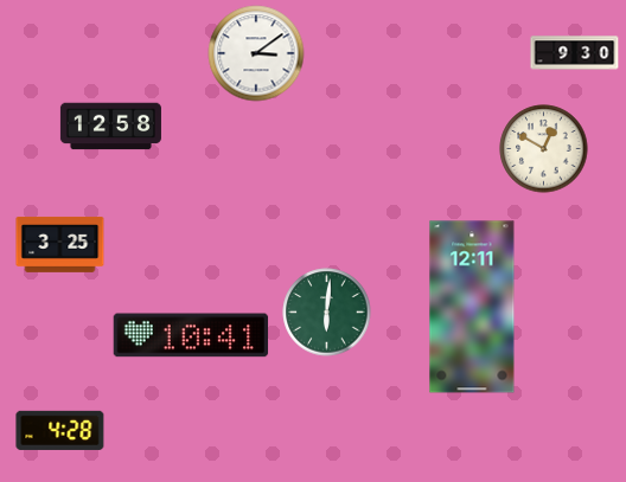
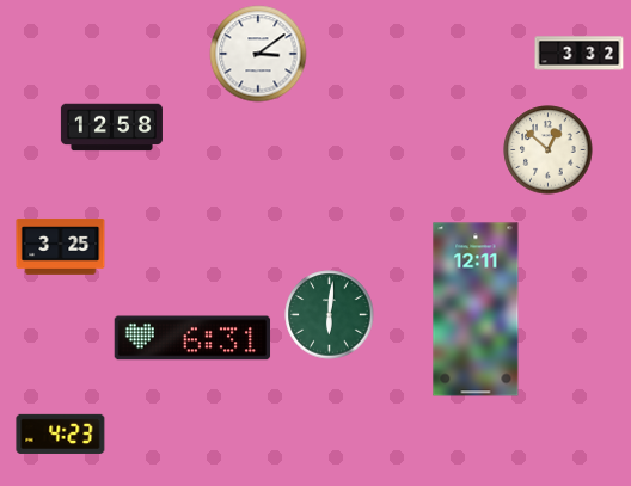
clock at (575, 53): 9:30 -> 3:32
clock at (544, 149): 12:50 -> 12:52
clock at (191, 335): 10:41 -> 6:31
clock at (60, 430): 4:28 -> 4:23
